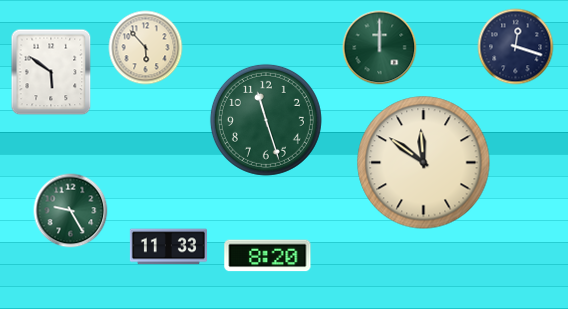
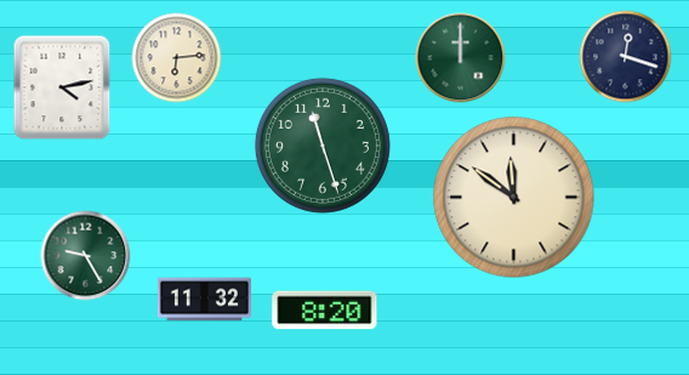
clock at (146, 48): 5:53 -> 6:14
clock at (51, 72): 5:51 -> 4:13
clock at (168, 247): 11:33 -> 11:32
